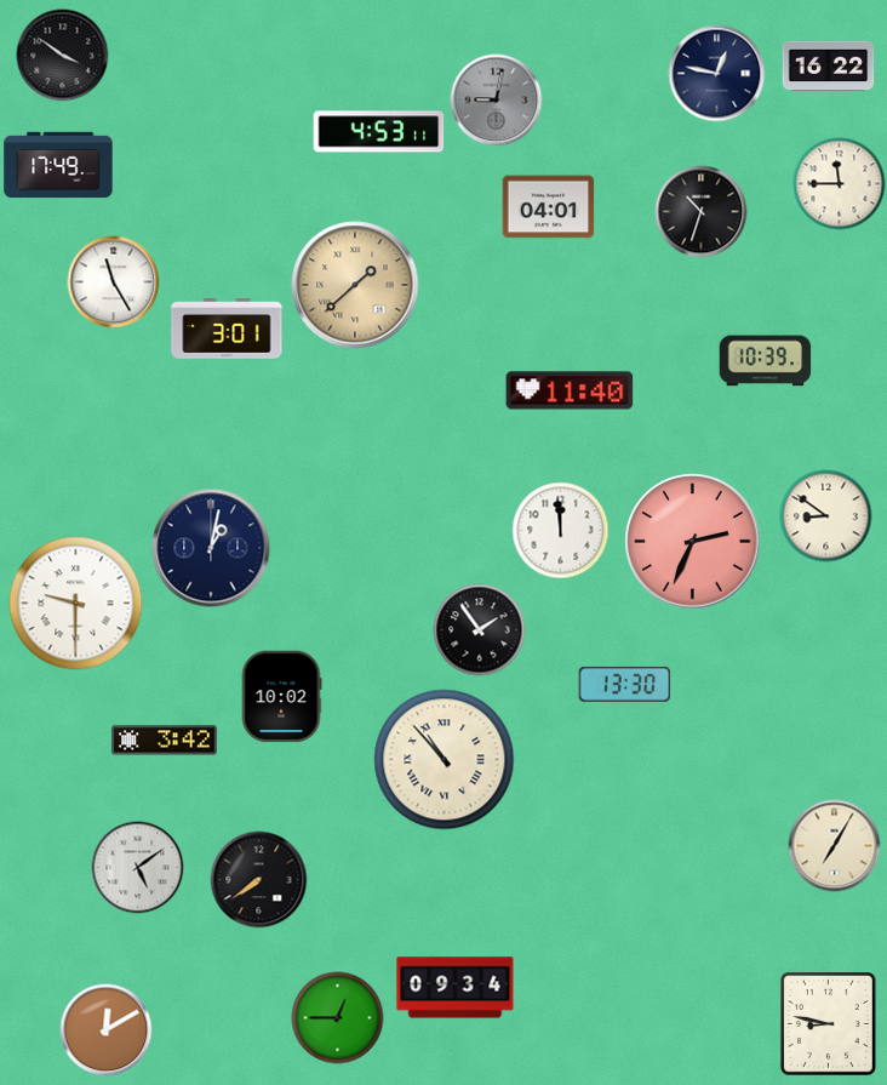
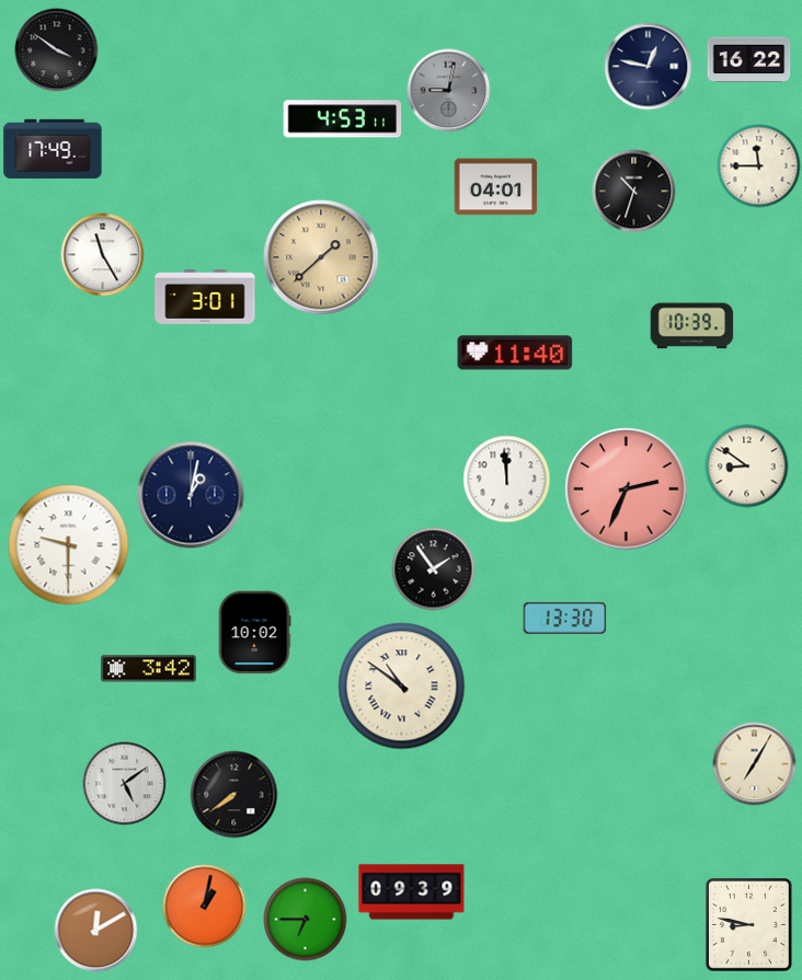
clock at (281, 697) position: (281, 697) -> (254, 633)
clock at (445, 760): 10:53 -> 10:51
clock at (456, 988): 09:34 -> 09:39
clock at (205, 907): none -> 1:02
clock at (338, 1018): 12:45 -> 6:45
